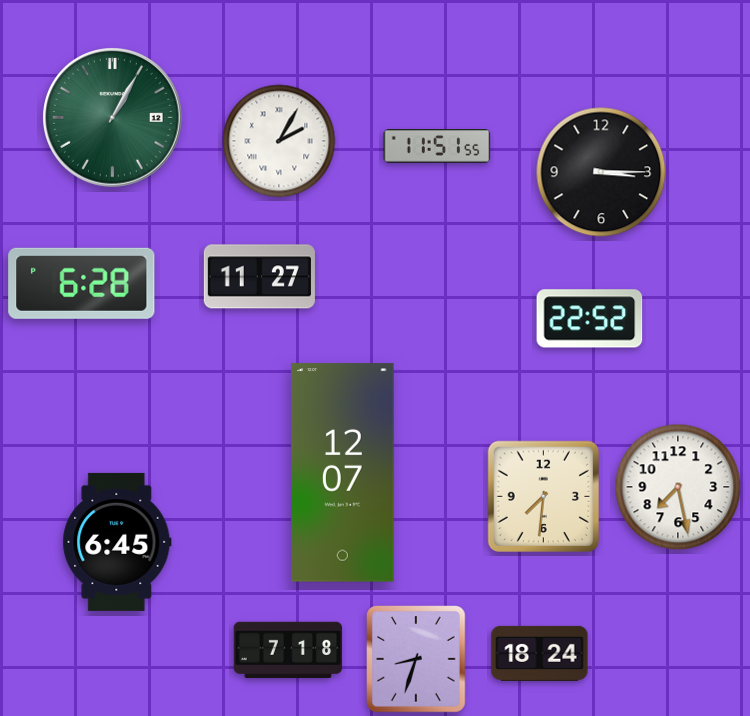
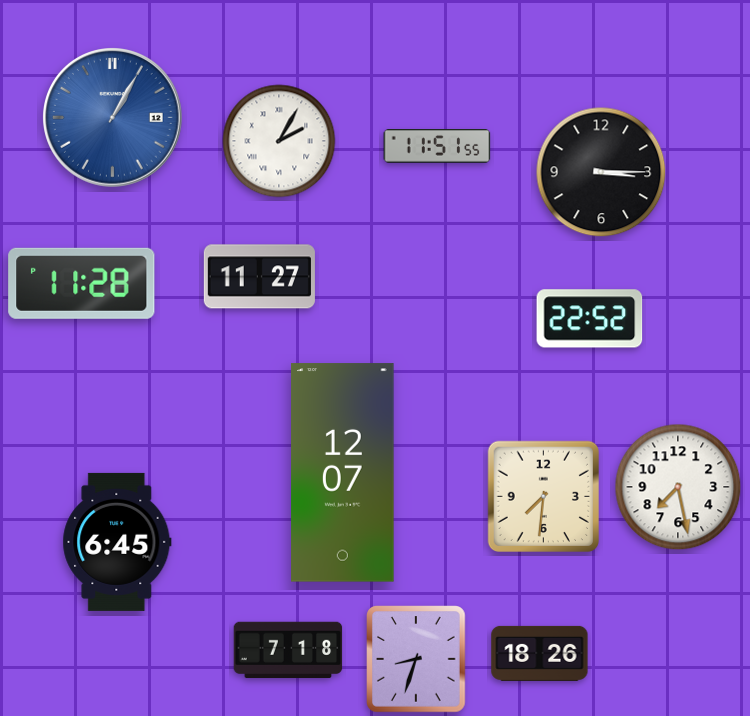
clock at (113, 118) dial: green -> blue
clock at (82, 283): 6:28 -> 11:28
clock at (540, 653): 18:24 -> 18:26
